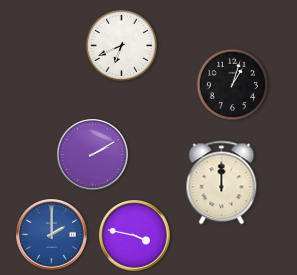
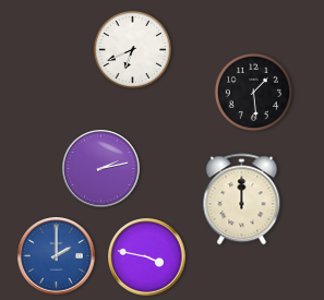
clock at (232, 84): 1:03 -> 1:29
clock at (93, 155): 2:10 -> 2:13
